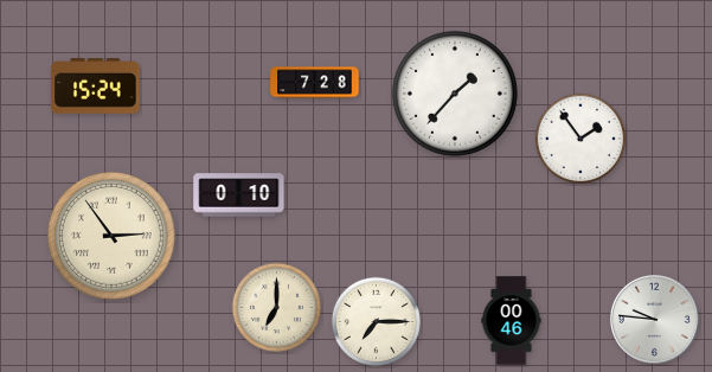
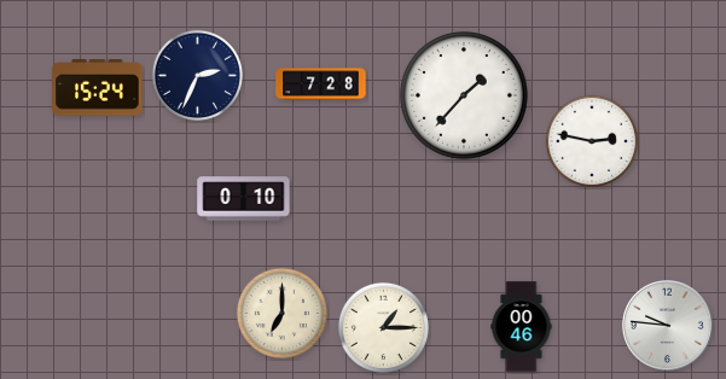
clock at (197, 75): none -> 2:34
clock at (579, 137): 1:54 -> 2:47
clock at (111, 236): 2:54 -> none
clock at (376, 321): 7:15 -> 1:15
